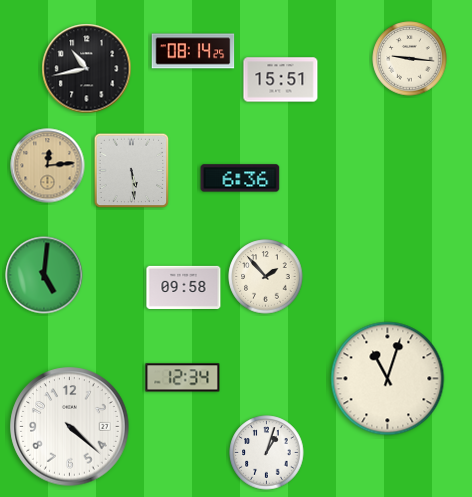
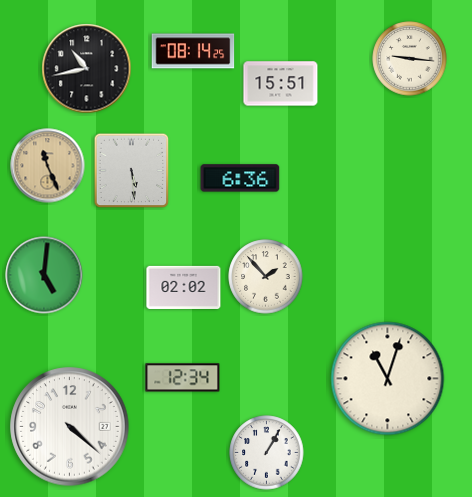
clock at (281, 80) position: (281, 80) -> (281, 84)
clock at (48, 166): 12:14 -> 11:26
clock at (184, 287): 09:58 -> 02:02
clock at (267, 453): 1:03 -> 1:05
